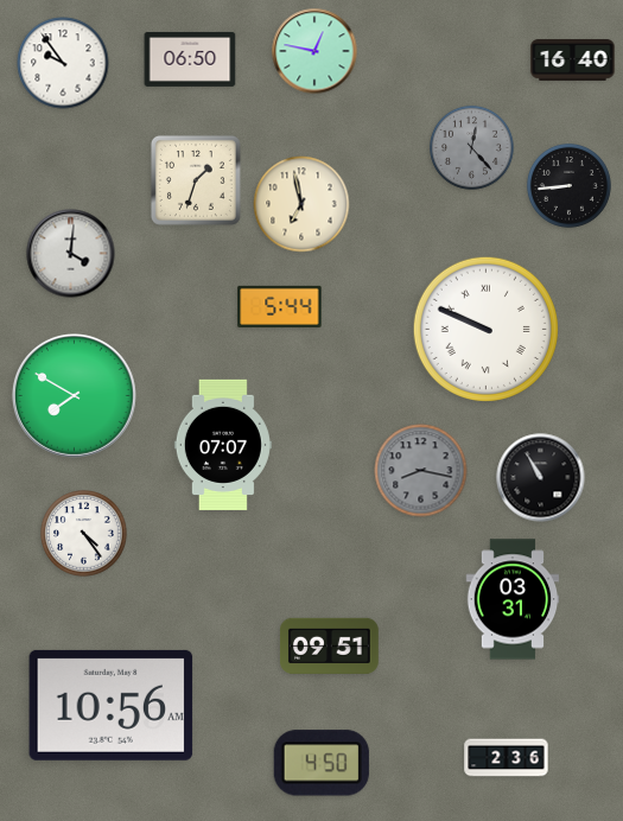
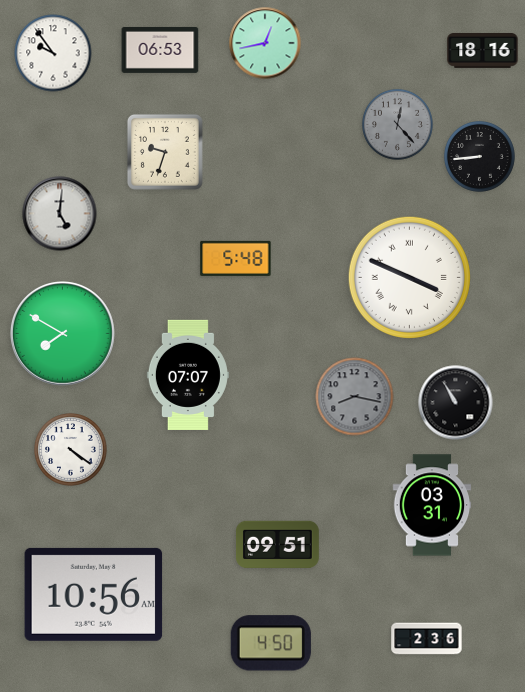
clock at (314, 51): 12:47 -> 12:43
clock at (190, 59): 06:50 -> 06:53
clock at (573, 61): 16:40 -> 18:16
clock at (196, 180): 1:33 -> 9:33
clock at (301, 204): 6:58 -> none
clock at (71, 254): 4:01 -> 5:01
clock at (280, 306): 5:44 -> 5:48
clock at (485, 329): 9:49 -> 3:49
clock at (84, 534): 4:24 -> 4:21
